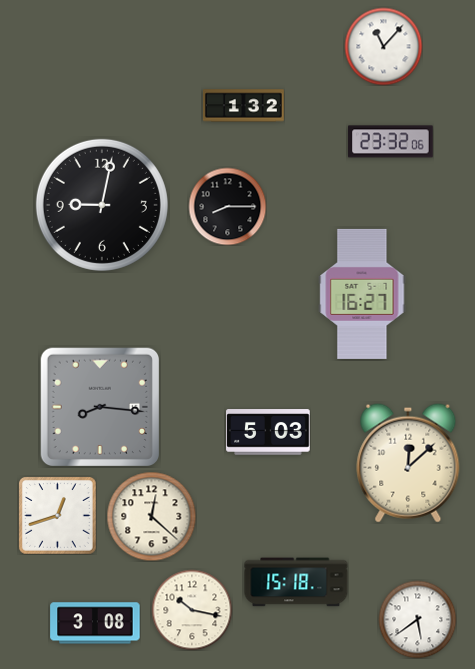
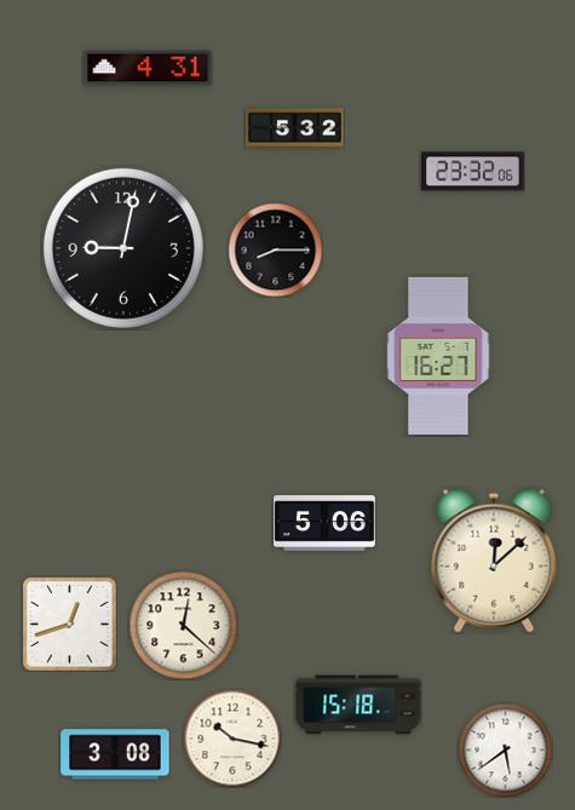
clock at (383, 46): 11:07 -> none
clock at (148, 68): none -> 4:31
clock at (243, 106): 1:32 -> 5:32
clock at (99, 406): 8:16 -> none
clock at (268, 432): 5:03 -> 5:06
